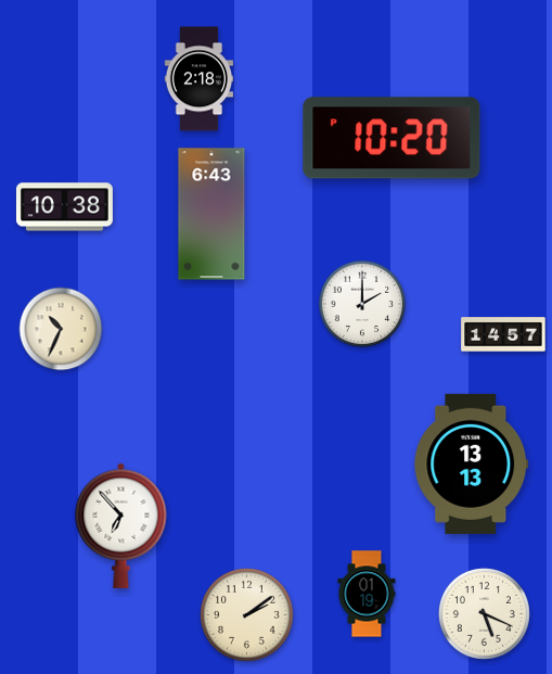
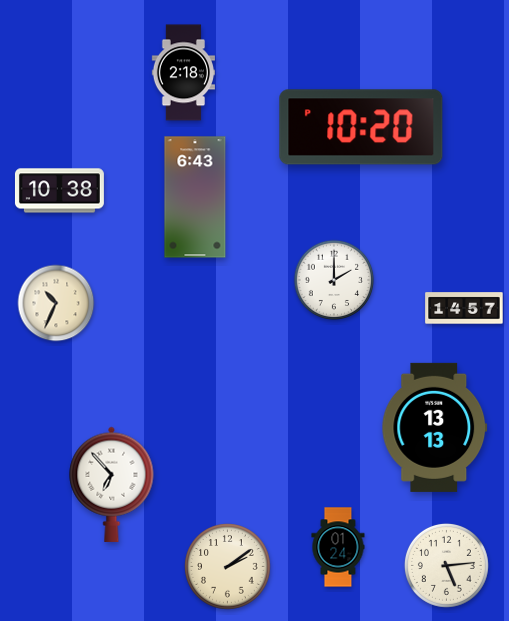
clock at (367, 594): 01:19 -> 01:24
clock at (484, 613): 5:19 -> 5:14
